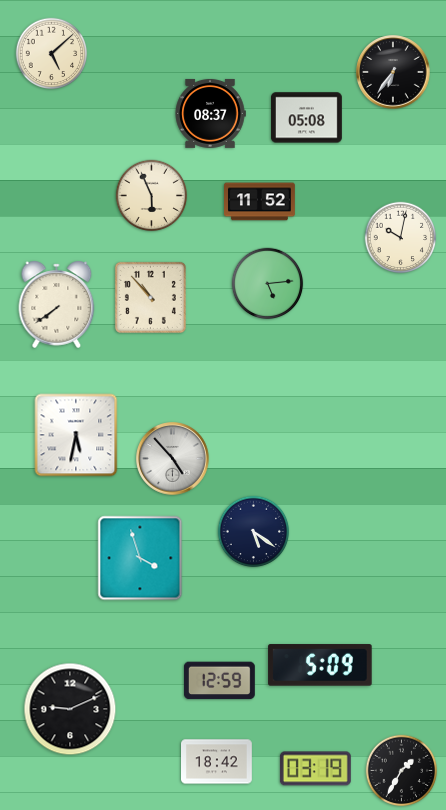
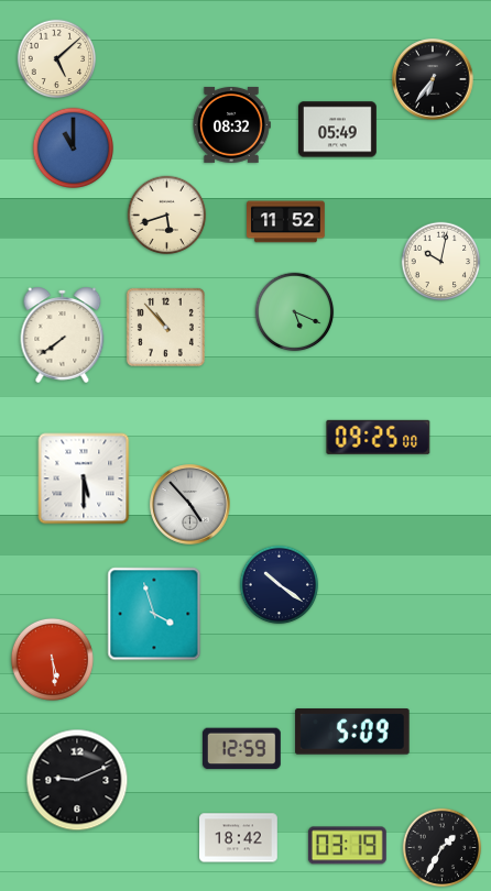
clock at (210, 113): 08:37 -> 08:32
clock at (307, 118): 05:08 -> 05:49
clock at (73, 147): none -> 11:00
clock at (152, 196): 5:56 -> 5:42
clock at (268, 284): 5:14 -> 5:19
clock at (379, 437): none -> 09:25
clock at (76, 435): 5:32 -> 5:30
clock at (254, 532): 5:21 -> 10:21
clock at (52, 659): none -> 5:29
